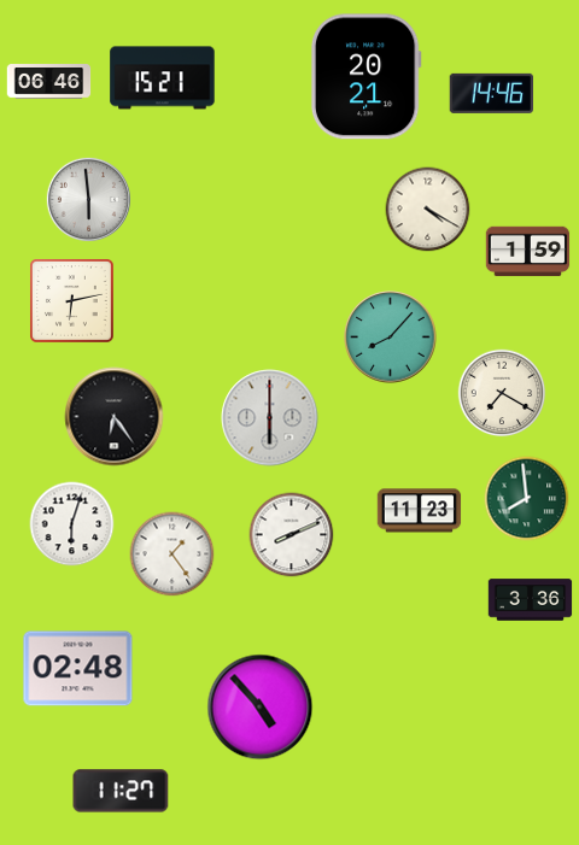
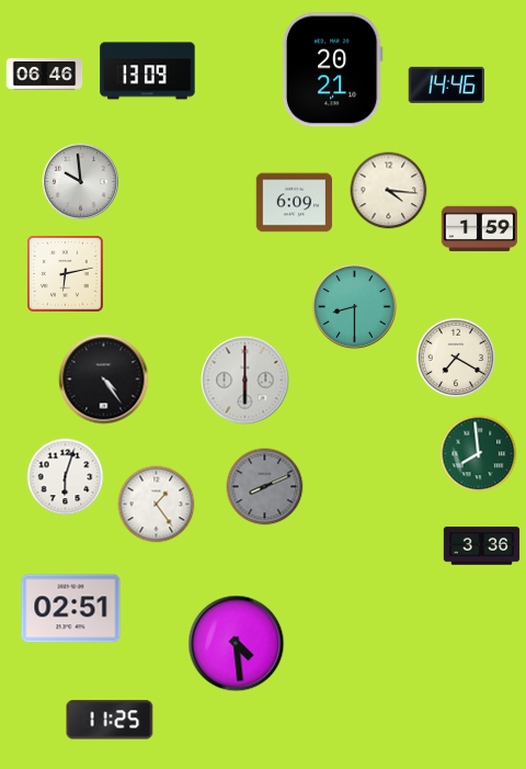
clock at (163, 78): 15:21 -> 13:09
clock at (88, 199): 5:59 -> 9:59
clock at (428, 210): 4:20 -> 4:16
clock at (295, 203): none -> 6:09
clock at (391, 338): 8:07 -> 8:30
clock at (115, 417): 6:24 -> 4:24
clock at (420, 511): 11:23 -> none
clock at (292, 535) dial: white -> grey
clock at (78, 669): 02:48 -> 02:51
clock at (261, 708): 4:53 -> 4:29
clock at (121, 791): 11:27 -> 11:25
